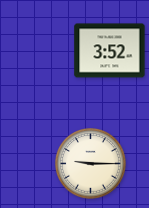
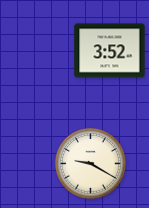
clock at (91, 164): 9:15 -> 9:20
